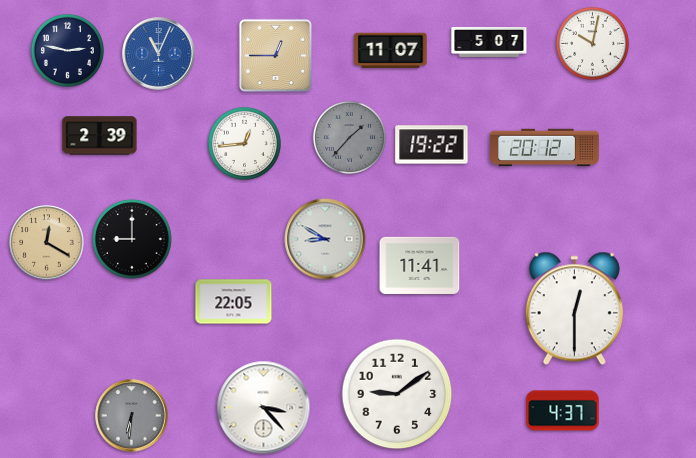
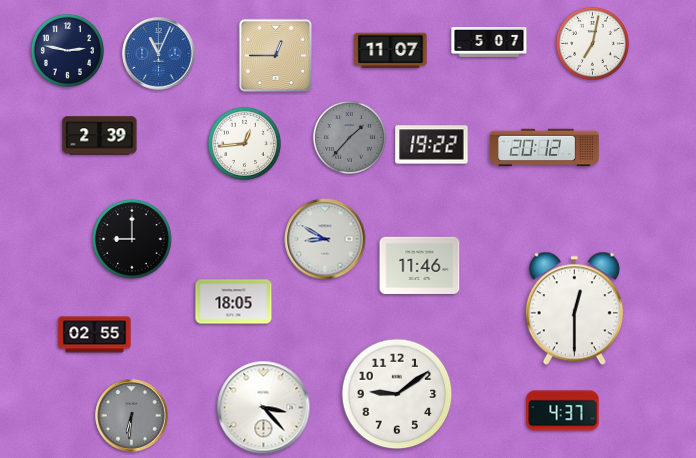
clock at (592, 43): 10:02 -> 7:02
clock at (47, 243): 12:20 -> none
clock at (420, 265): 11:41 -> 11:46
clock at (234, 302): 22:05 -> 18:05
clock at (95, 335): none -> 02:55
